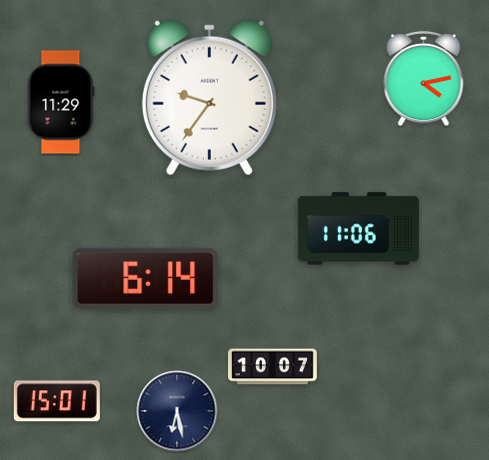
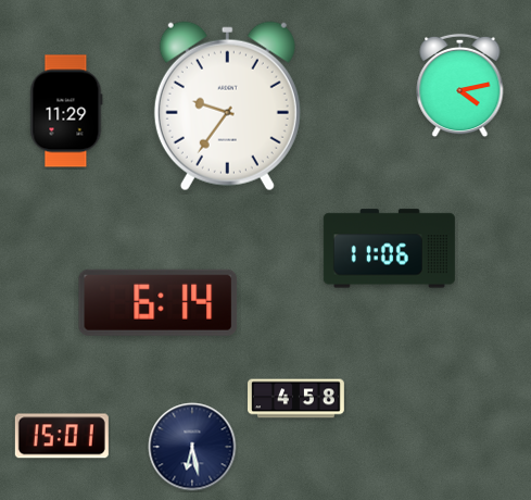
clock at (273, 367): 10:07 -> 4:58
